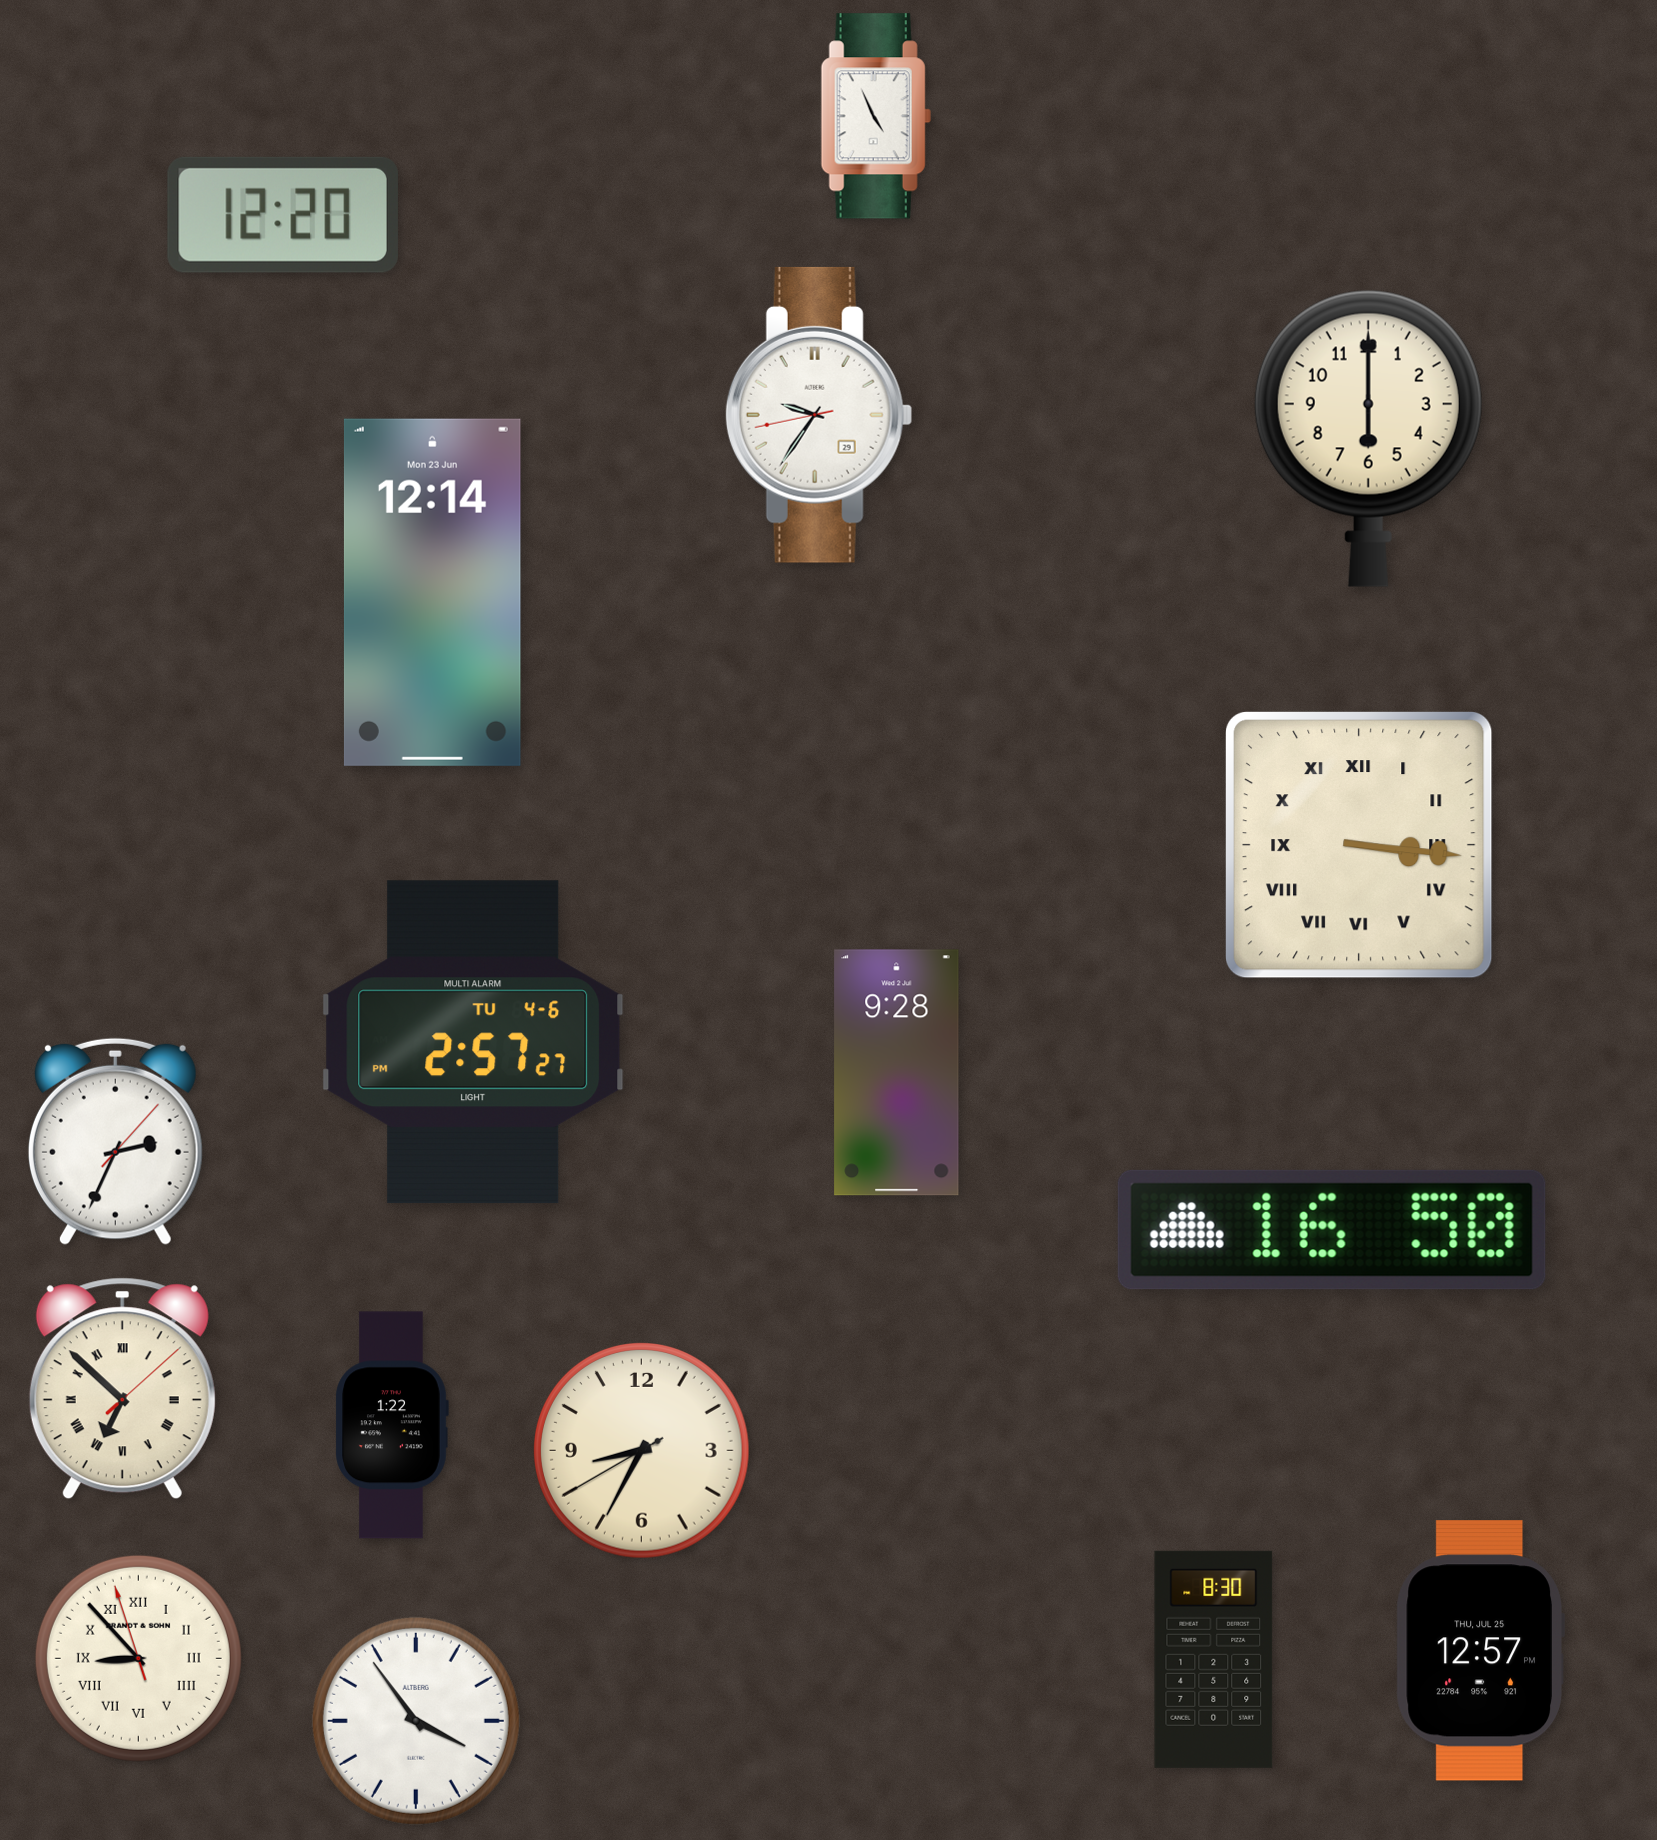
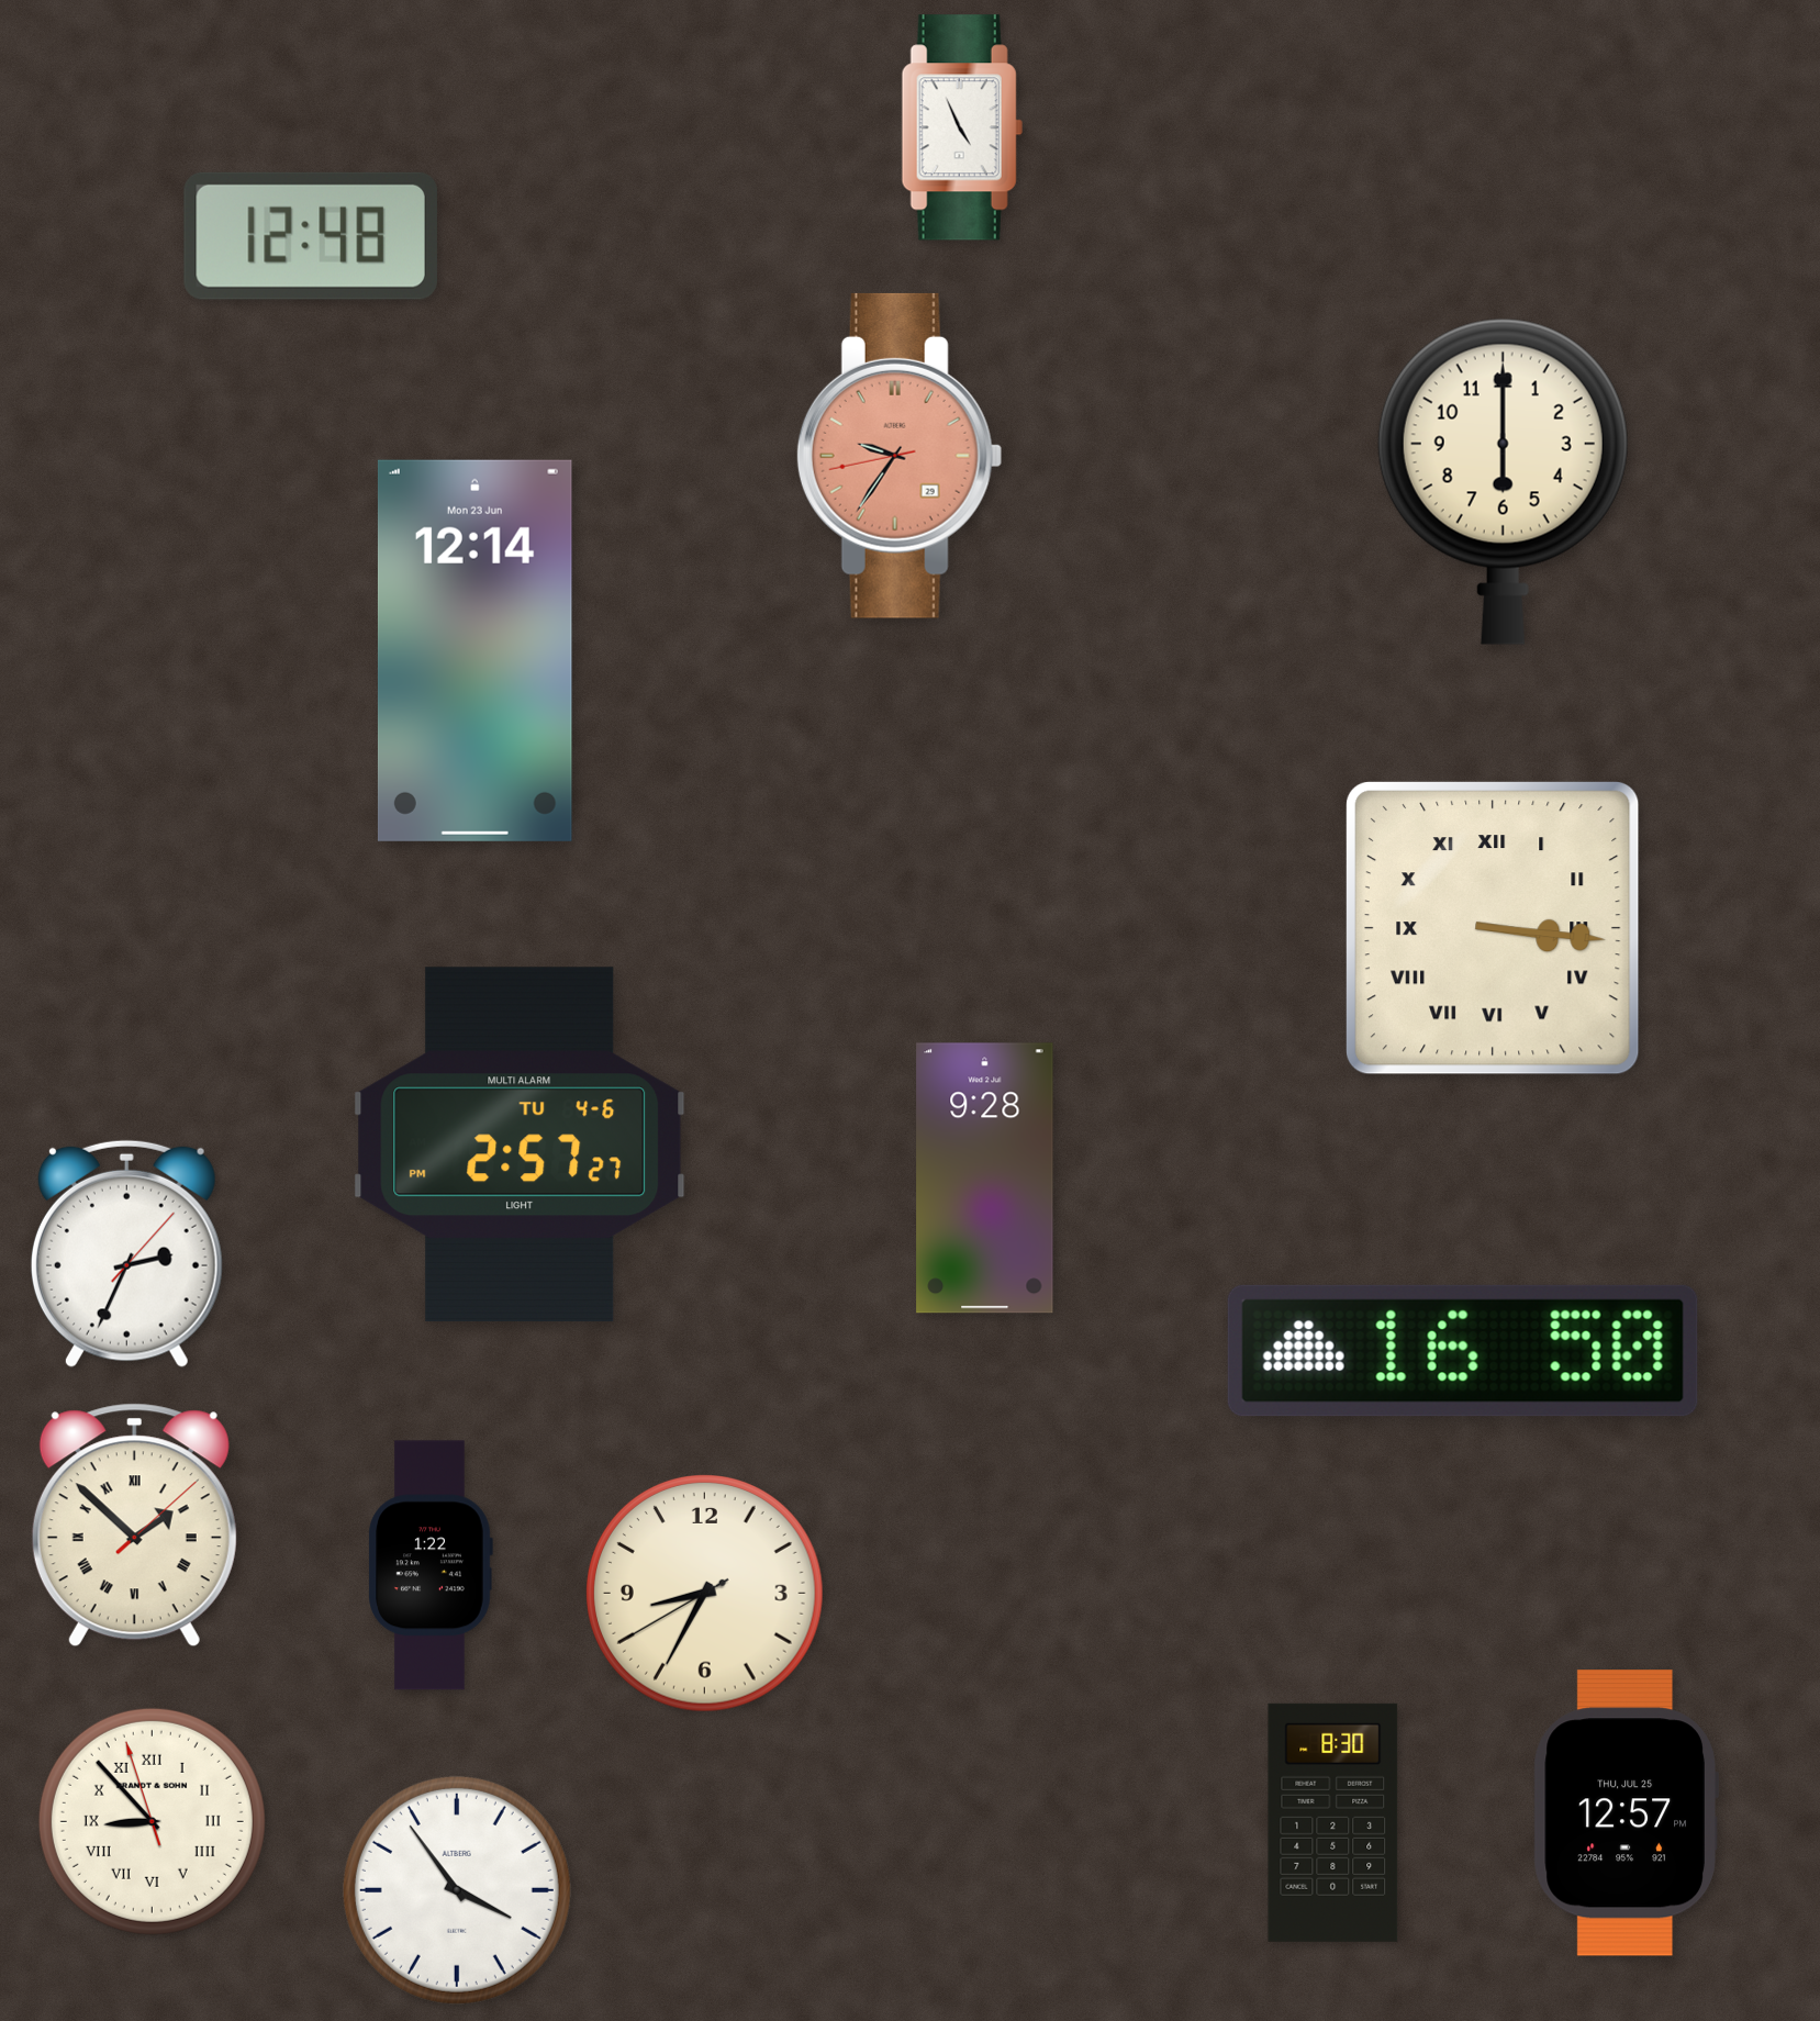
clock at (283, 215): 12:20 -> 12:48
clock at (819, 415) dial: white -> salmon
clock at (122, 1389): 6:52 -> 1:52
